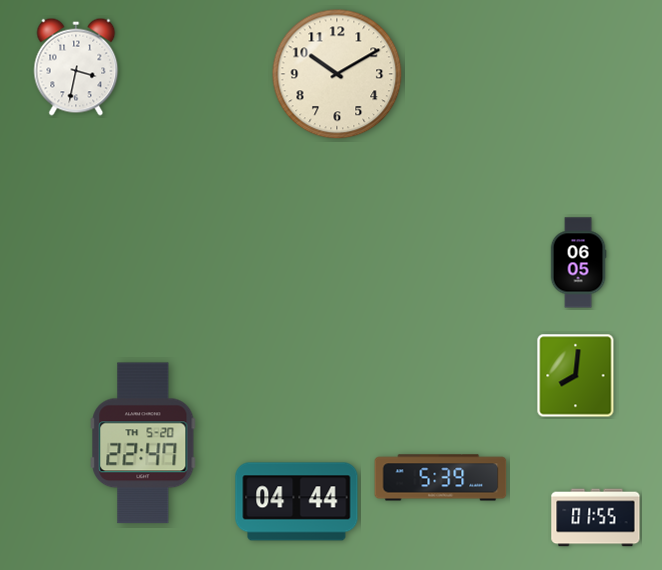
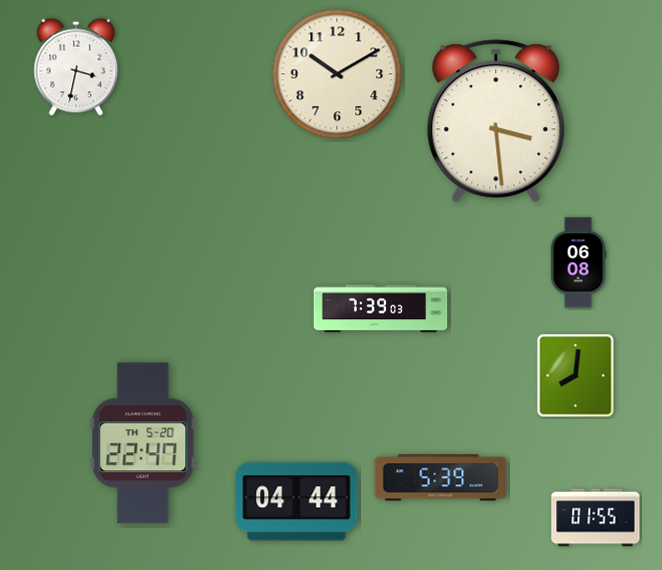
clock at (496, 121): none -> 3:29
clock at (578, 263): 06:05 -> 06:08
clock at (381, 309): none -> 7:39
